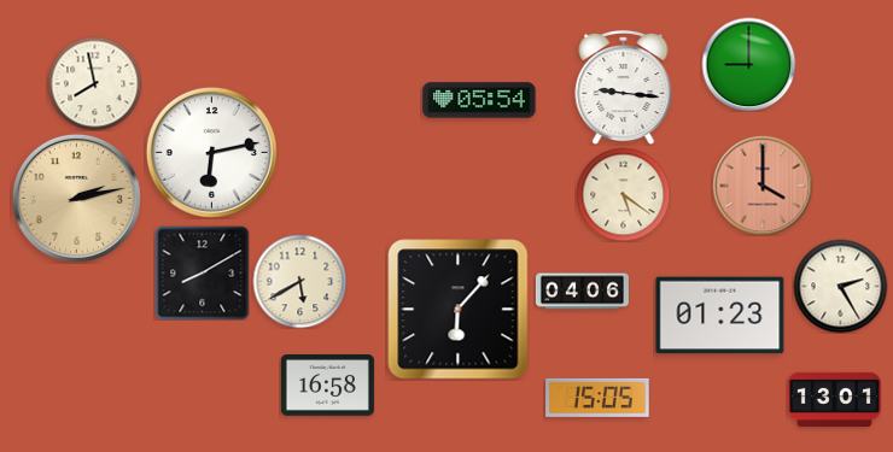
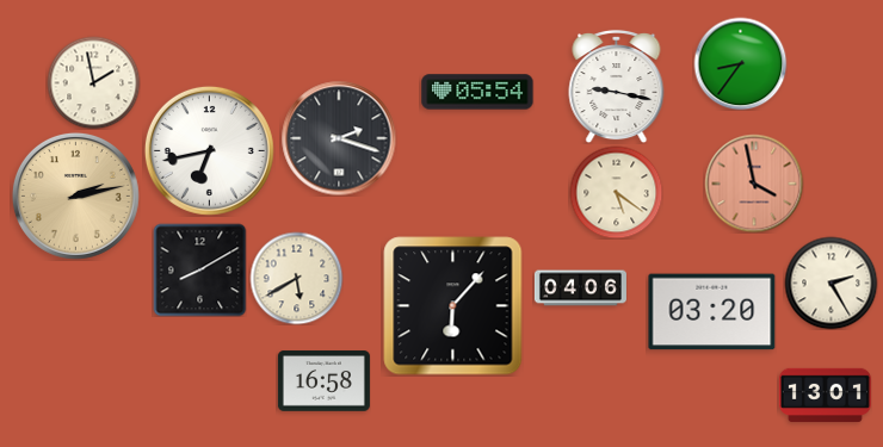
clock at (748, 64): 9:00 -> 8:36
clock at (94, 83): 7:58 -> 1:58
clock at (624, 87): 9:16 -> 9:17
clock at (479, 100) position: (479, 100) -> (477, 92)
clock at (339, 138): none -> 2:18
clock at (211, 152): 6:13 -> 6:43
clock at (763, 186): 4:00 -> 3:58
clock at (582, 292) position: (582, 292) -> (580, 288)
clock at (720, 316): 01:23 -> 03:20
clock at (597, 398): 15:05 -> none
